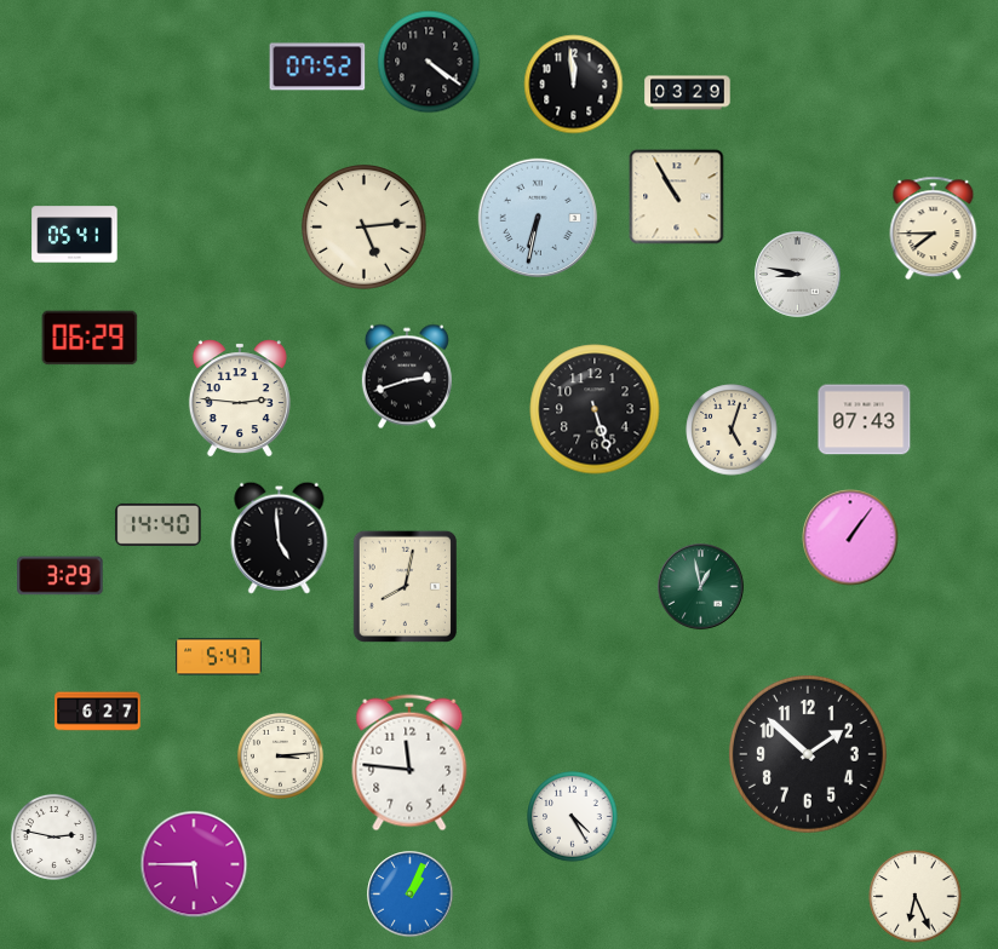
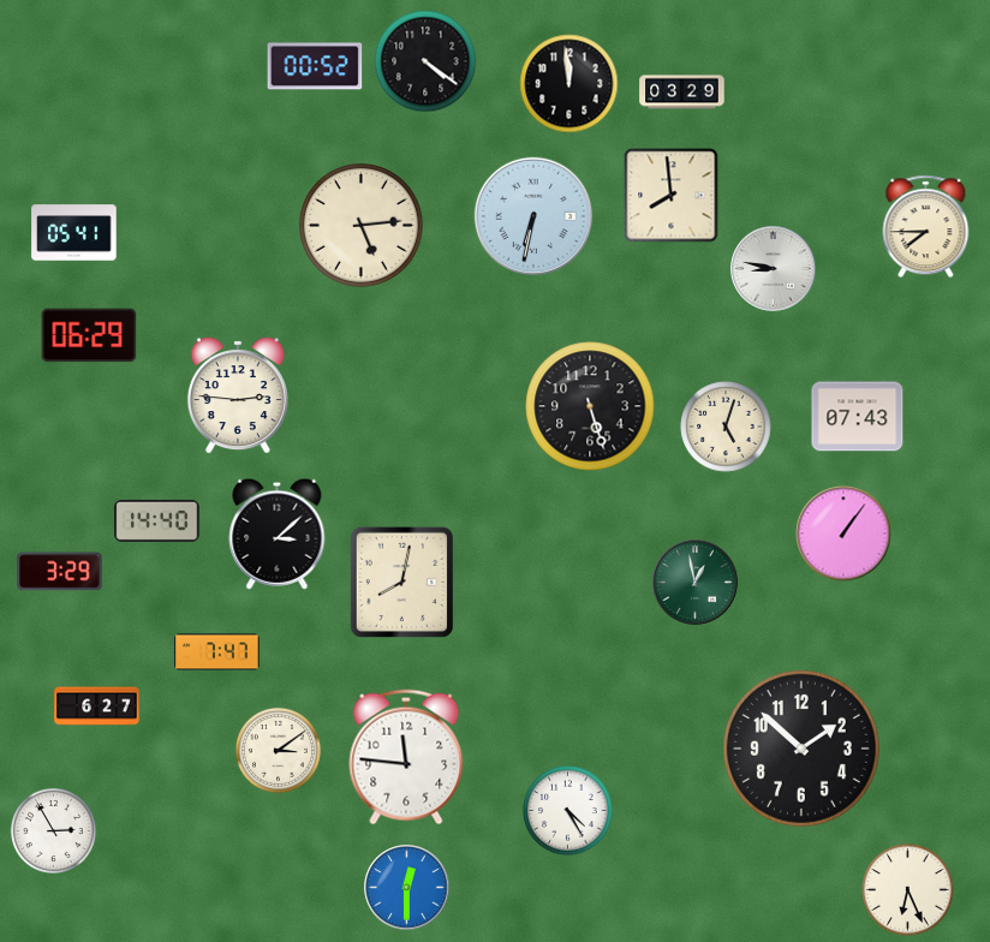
clock at (317, 67): 07:52 -> 00:52
clock at (677, 197): 10:55 -> 7:59
clock at (798, 275) position: (798, 275) -> (774, 269)
clock at (407, 376): 2:42 -> none
clock at (280, 537): 4:59 -> 3:08
clock at (219, 657): 5:47 -> 7:47
clock at (280, 755): 3:14 -> 3:09
clock at (53, 836): 2:47 -> 2:55
clock at (194, 864): 5:45 -> none
clock at (411, 895): 1:04 -> 12:30
